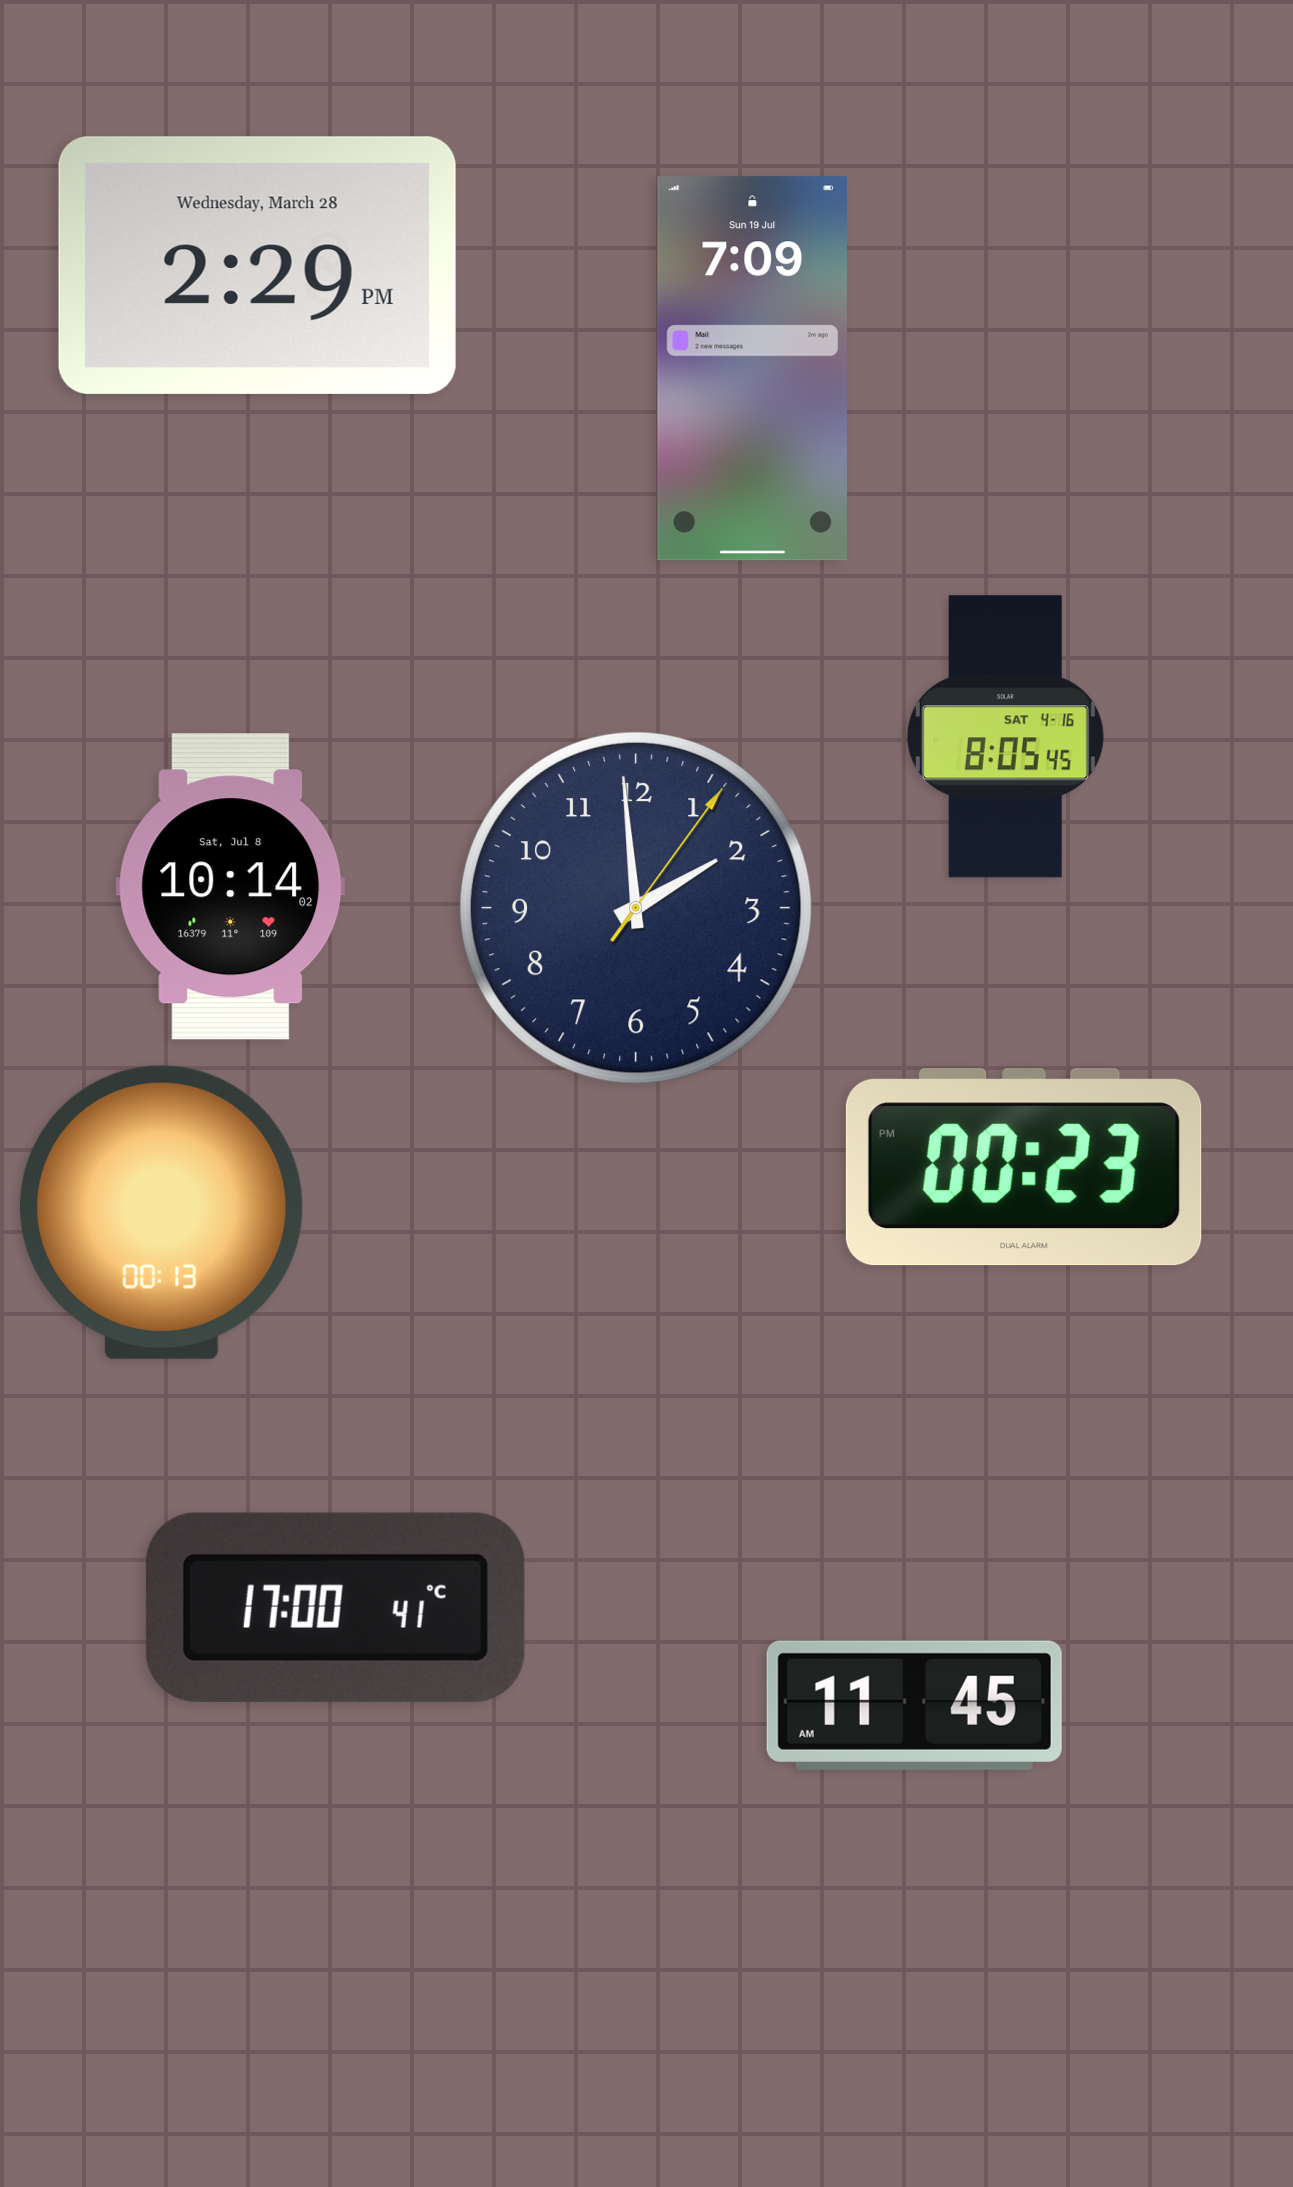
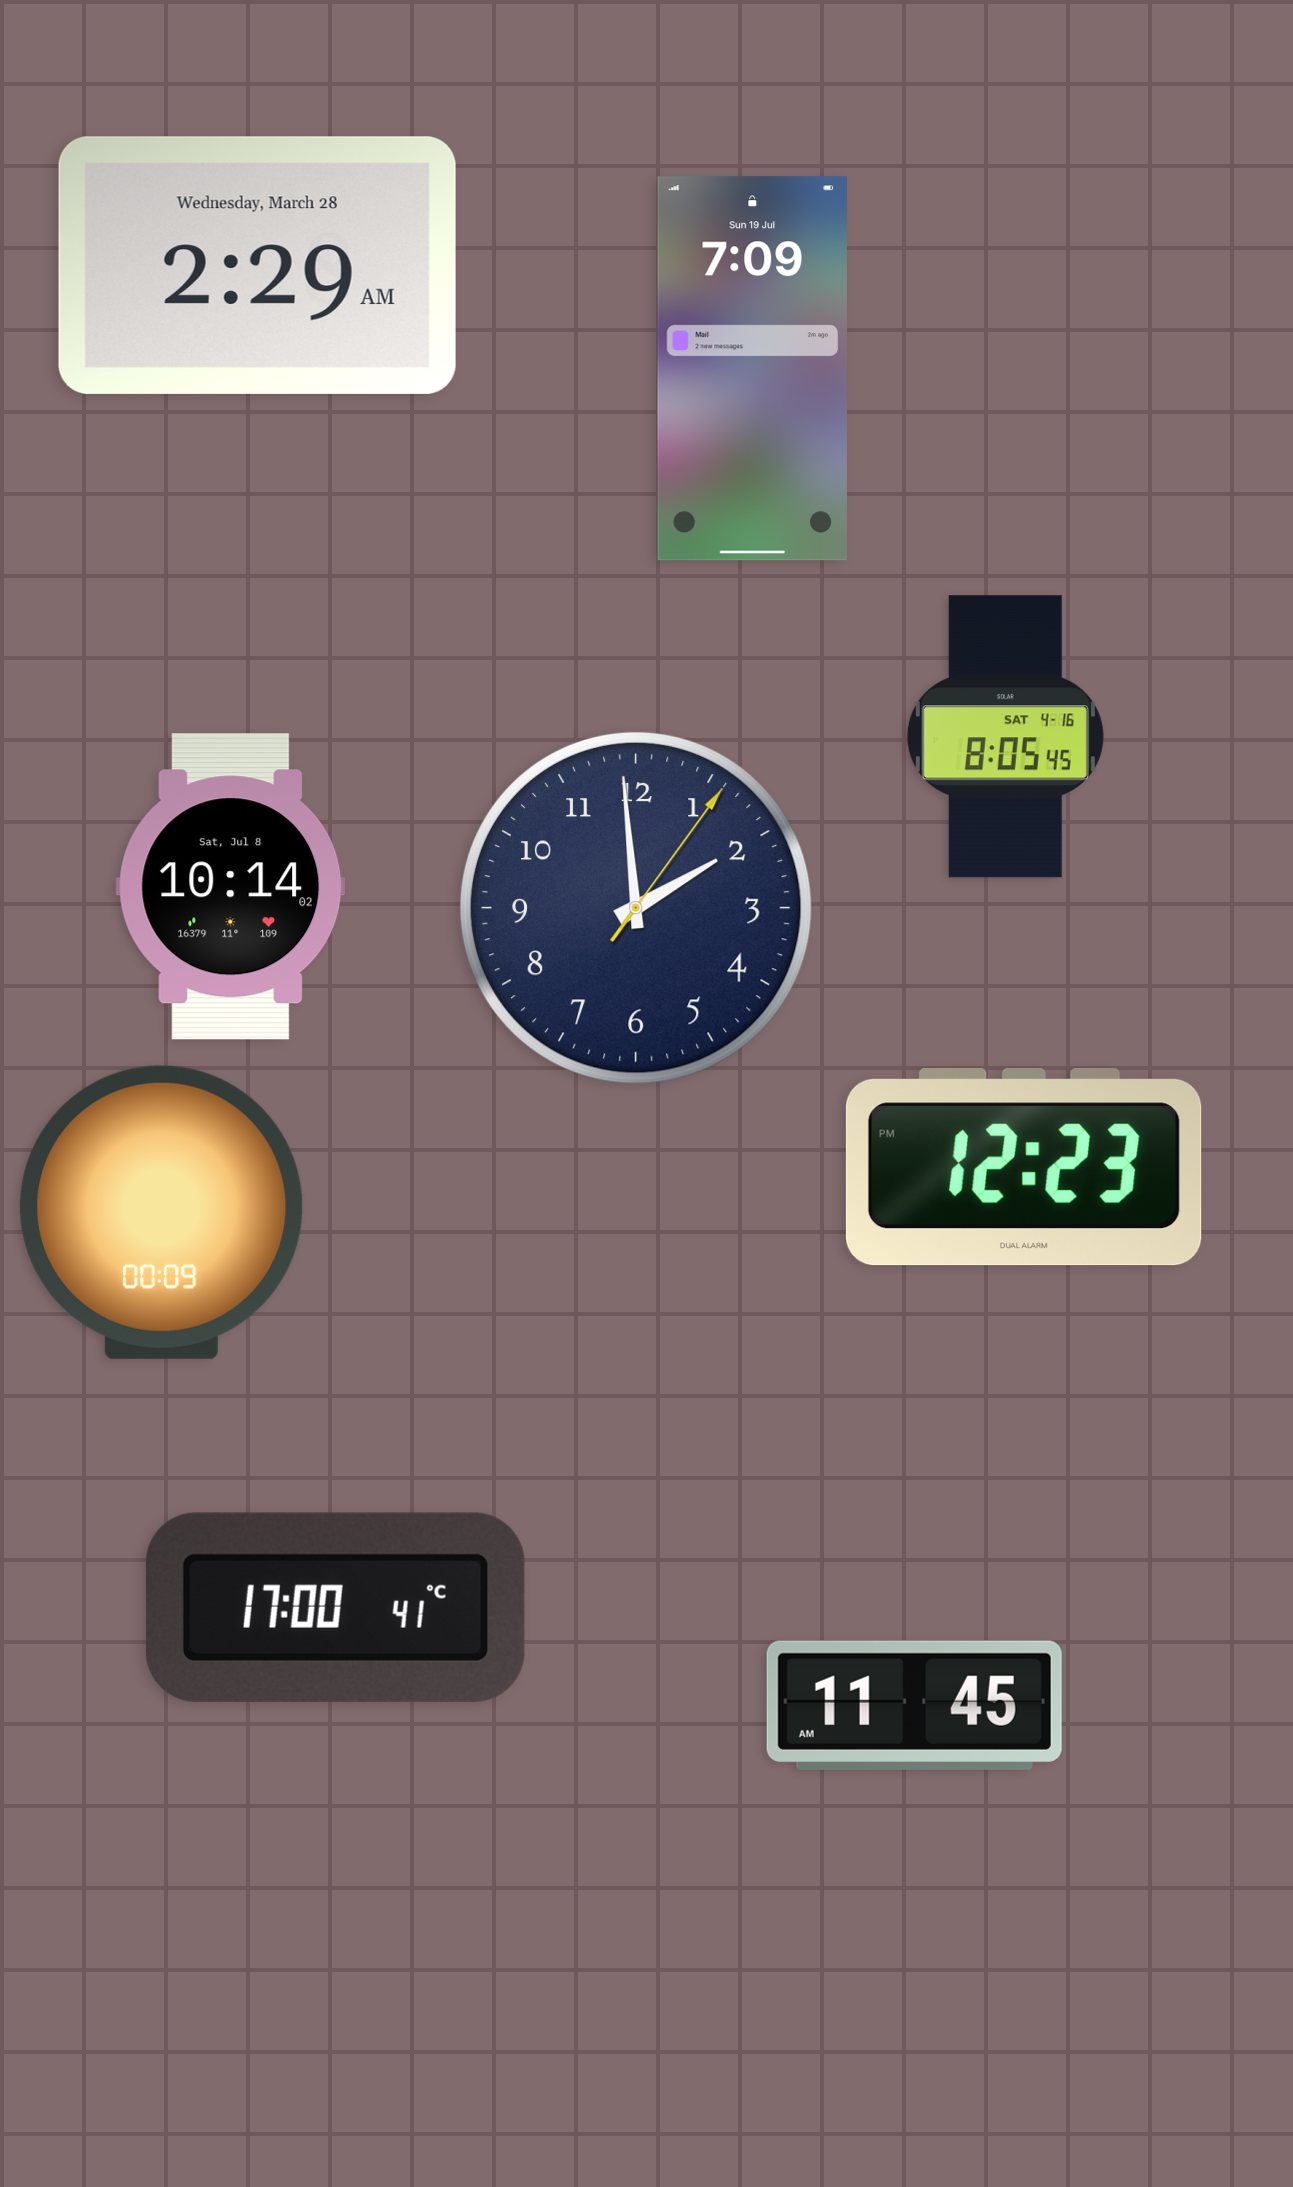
clock at (257, 265): 2:29 PM -> 2:29 AM
clock at (1024, 1168): 00:23 -> 12:23
clock at (162, 1212): 00:13 -> 00:09
